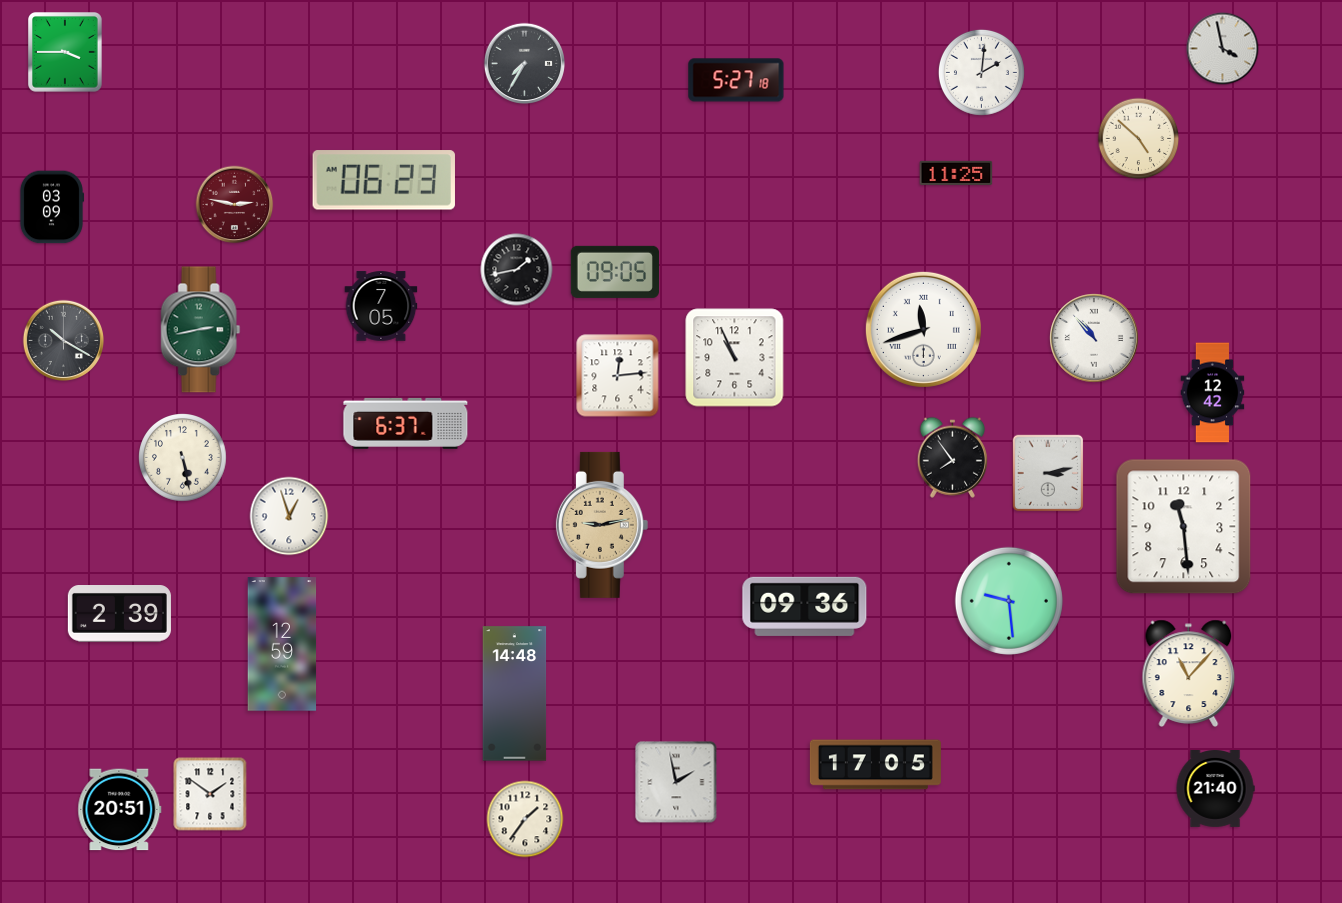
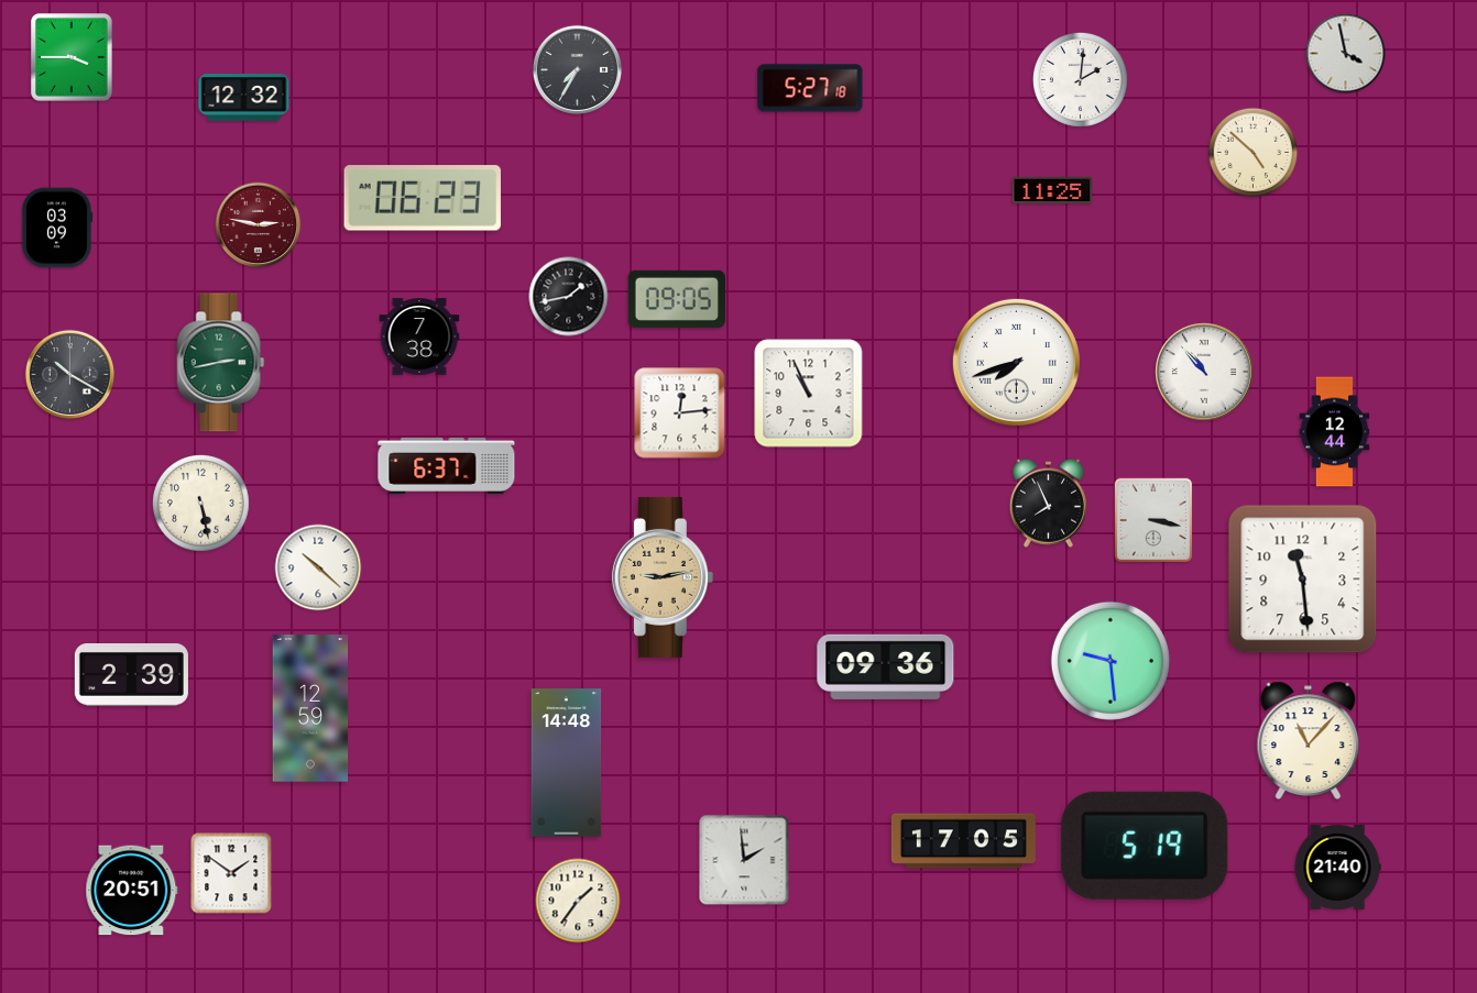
clock at (244, 98): none -> 12:32
clock at (381, 306): 7:05 -> 7:38
clock at (923, 329): 11:42 -> 7:42
clock at (1213, 393): 12:42 -> 12:44
clock at (952, 457): 7:54 -> 7:56
clock at (1048, 473): 3:13 -> 3:17
clock at (289, 516): 12:57 -> 10:22
clock at (1145, 846): none -> 5:19
clock at (676, 782): 1:58 -> 1:59
